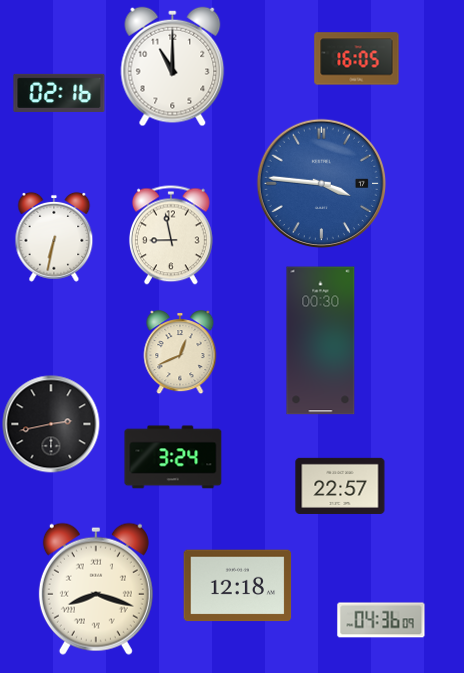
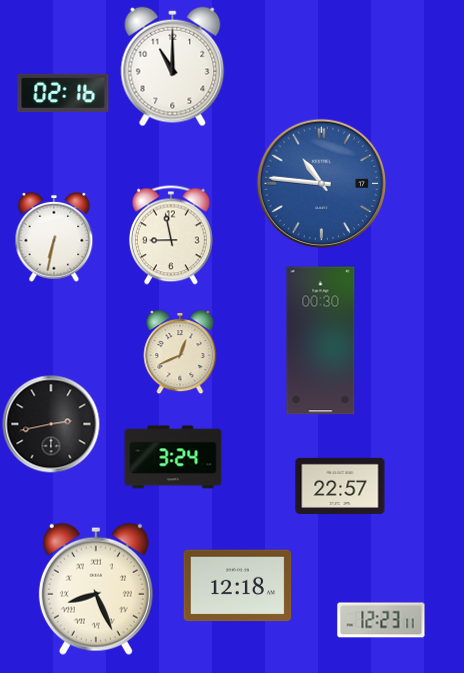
clock at (357, 59): 16:05 -> none
clock at (59, 93) position: (59, 93) -> (63, 93)
clock at (322, 184): 3:46 -> 10:46
clock at (96, 589): 8:18 -> 8:26
clock at (381, 620): 04:36 -> 12:23
